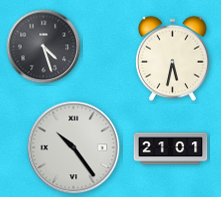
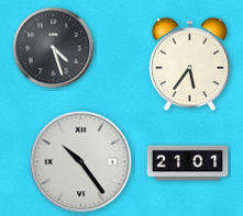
clock at (44, 47) position: (44, 47) -> (54, 48)
clock at (173, 59): 5:32 -> 5:36
